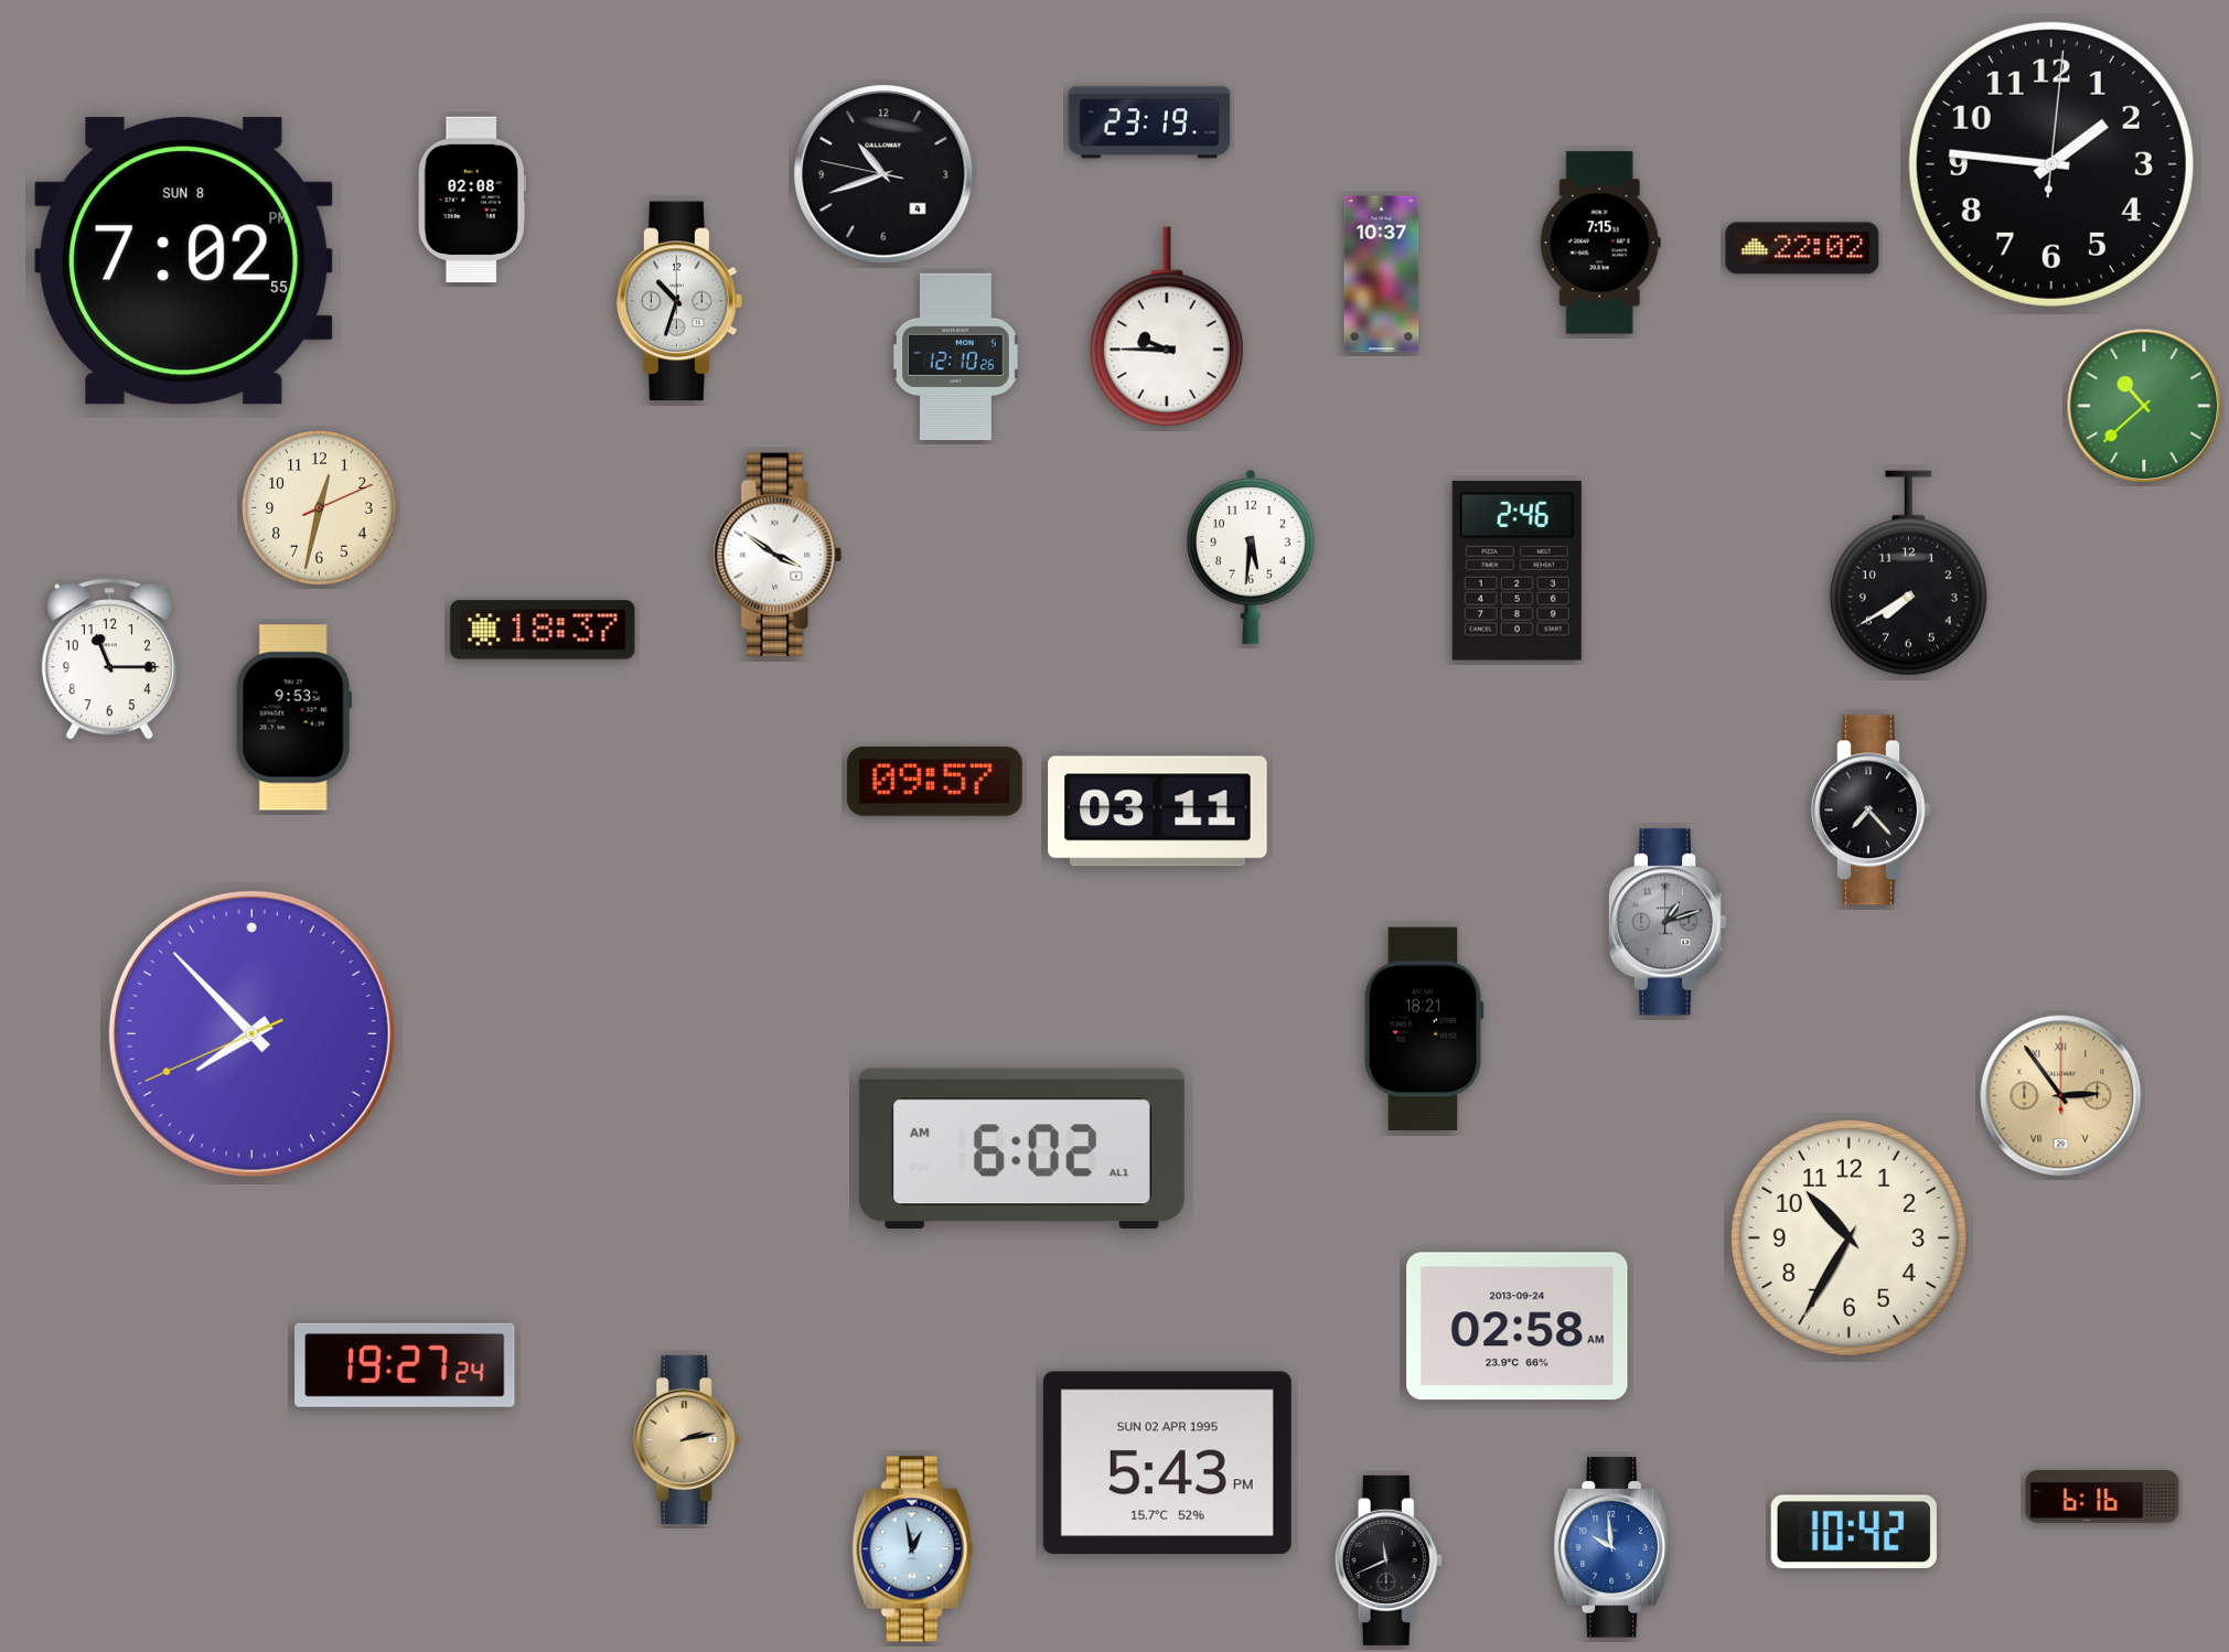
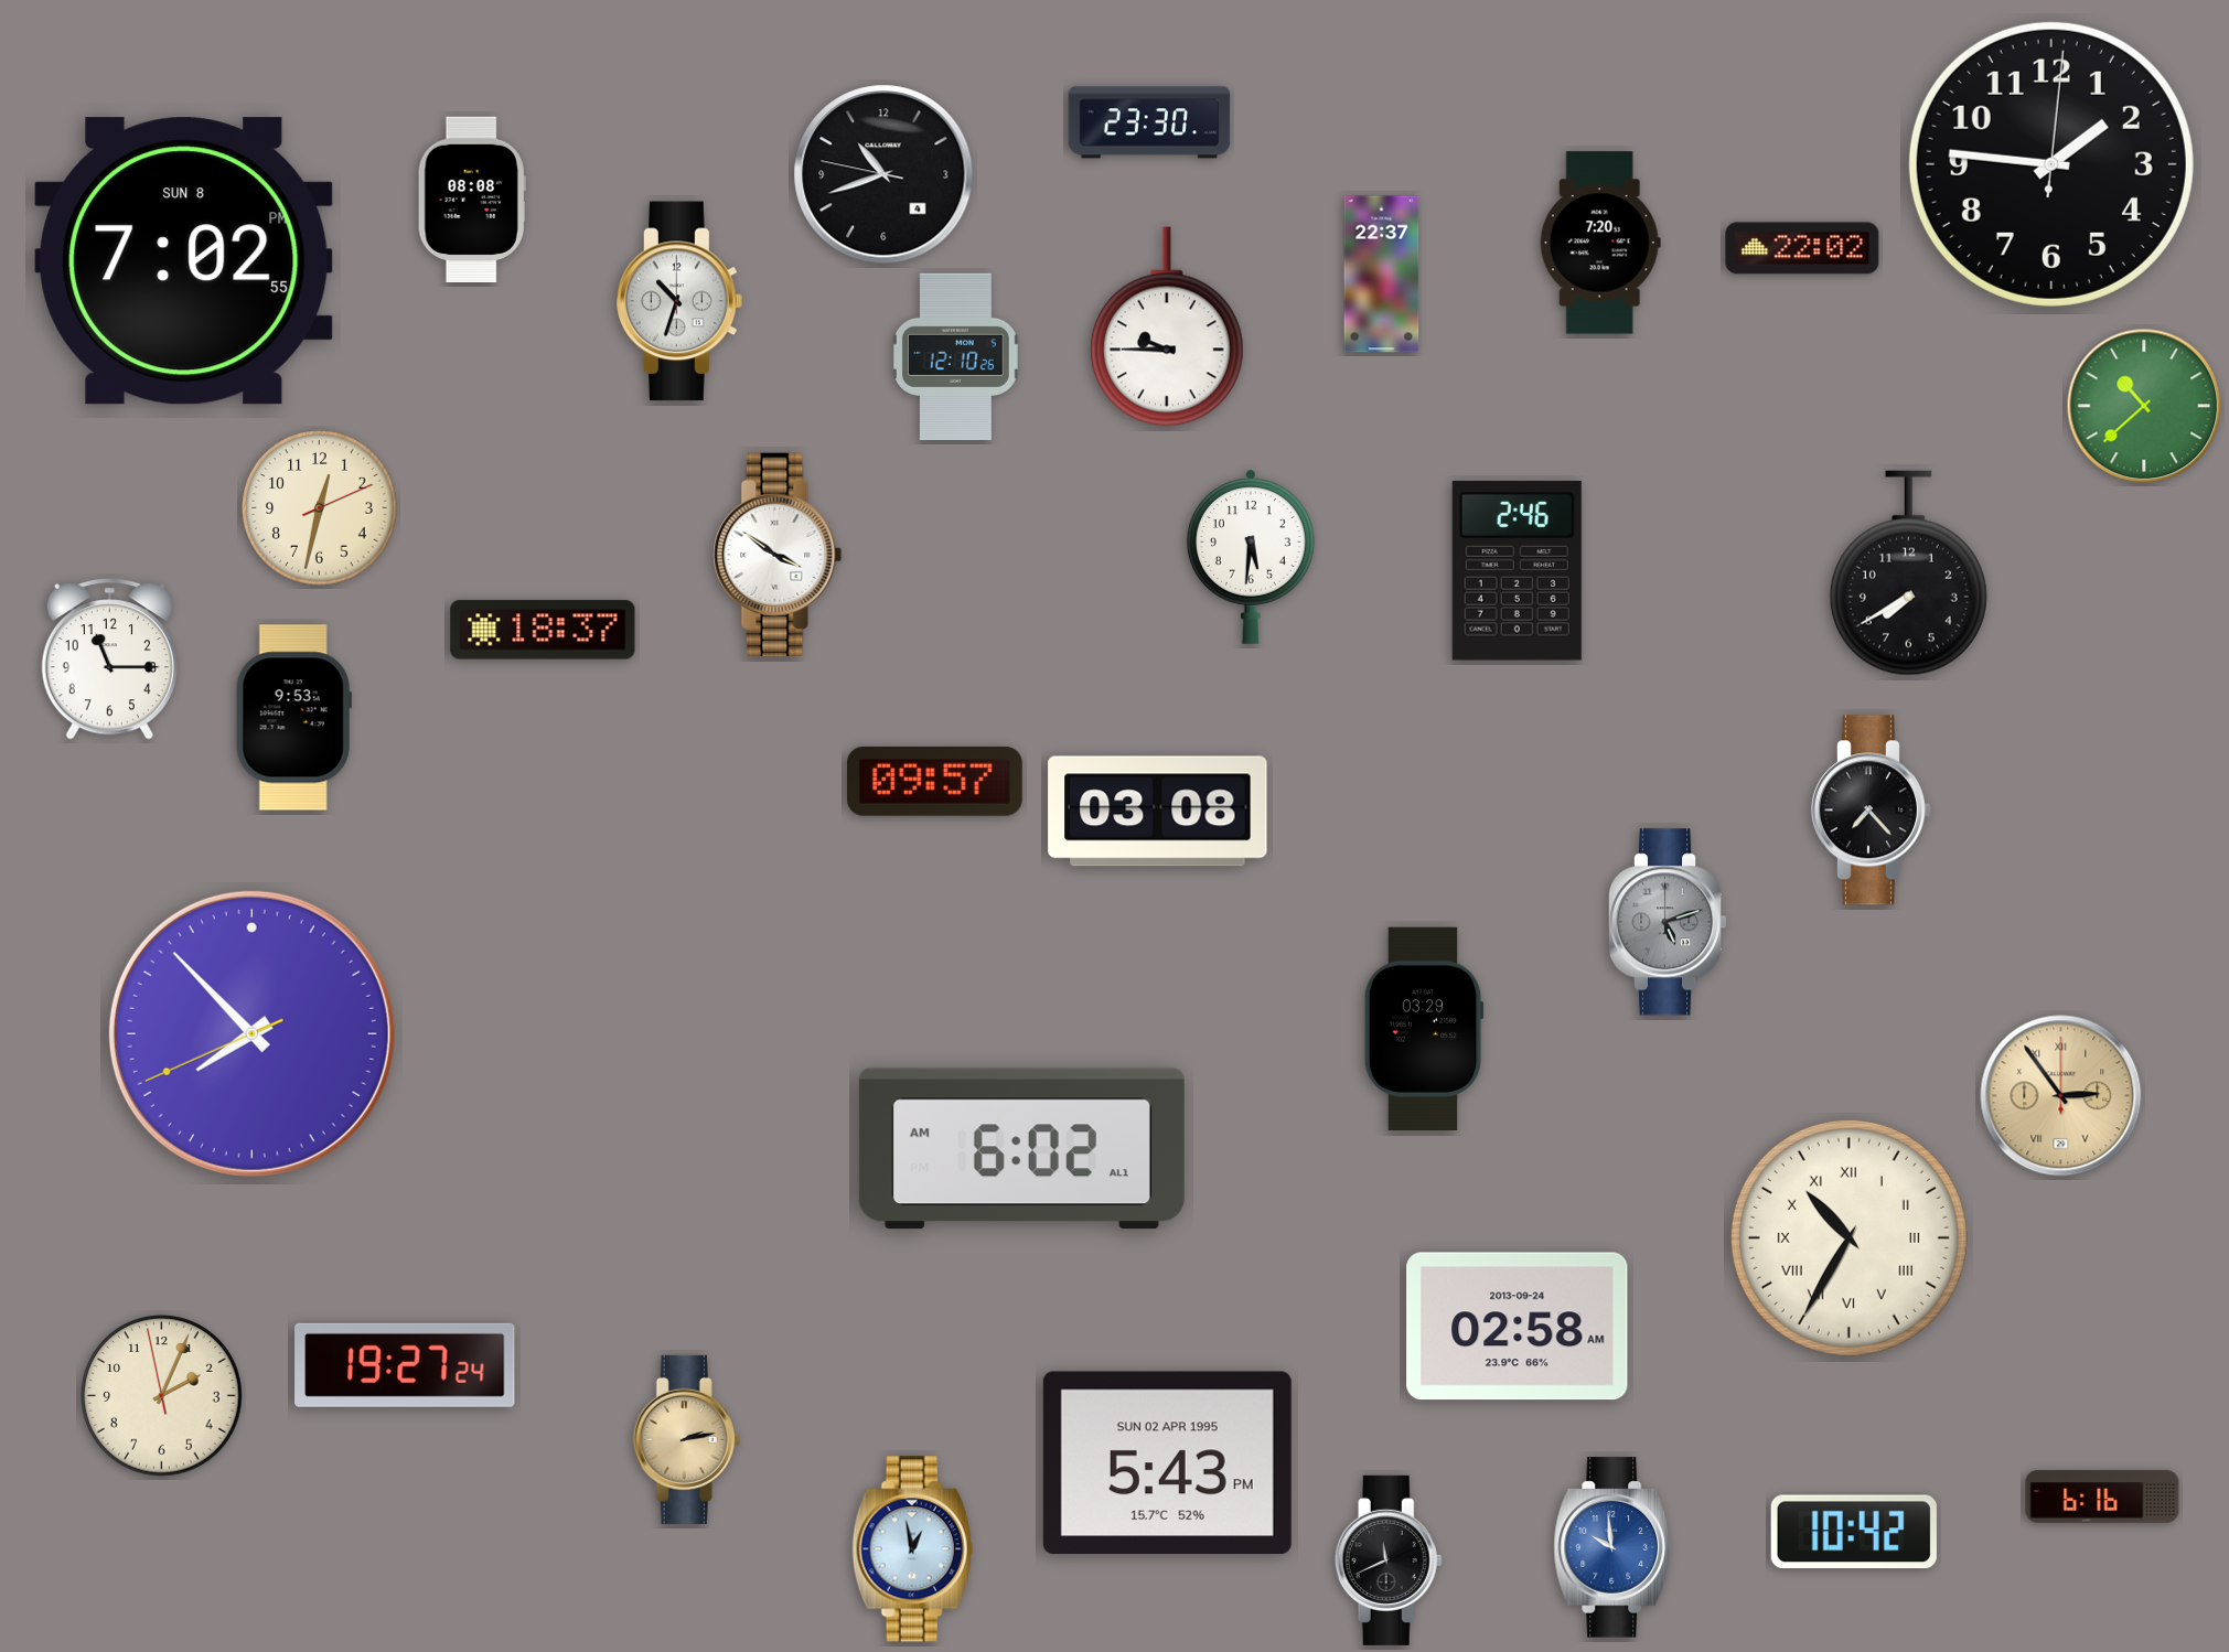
clock at (1149, 122): 23:19 -> 23:30
clock at (472, 199): 02:08 -> 08:08
clock at (1600, 243): 7:15 -> 7:20
clock at (1382, 275): 10:37 -> 22:37
clock at (1158, 812): 03:11 -> 03:08
clock at (1668, 922): 1:12 -> 5:12
clock at (1424, 1029): 18:21 -> 03:29
clock at (1848, 1237) numerals: Arabic -> Roman
clock at (162, 1396): none -> 2:03
